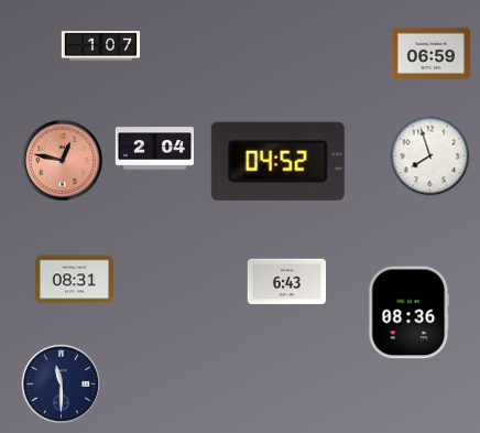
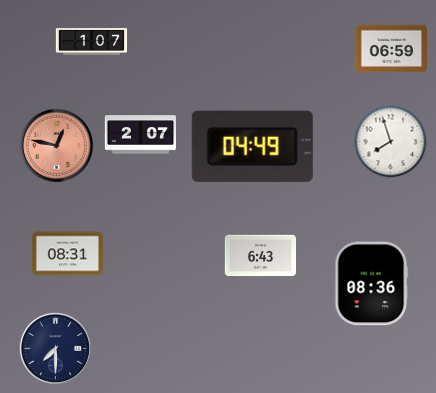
clock at (154, 149): 2:04 -> 2:07
clock at (277, 161): 04:52 -> 04:49
clock at (62, 385): 11:30 -> 7:30
